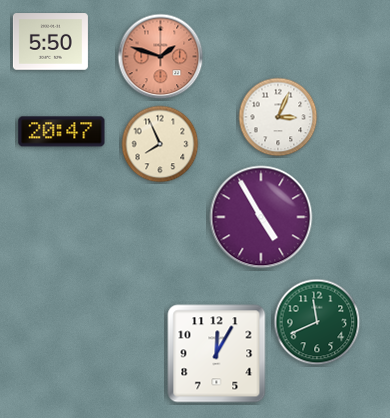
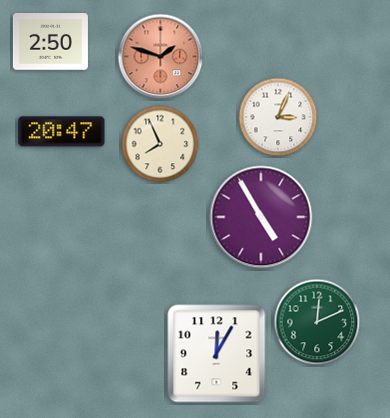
clock at (50, 42): 5:50 -> 2:50
clock at (317, 322): 11:41 -> 12:11
